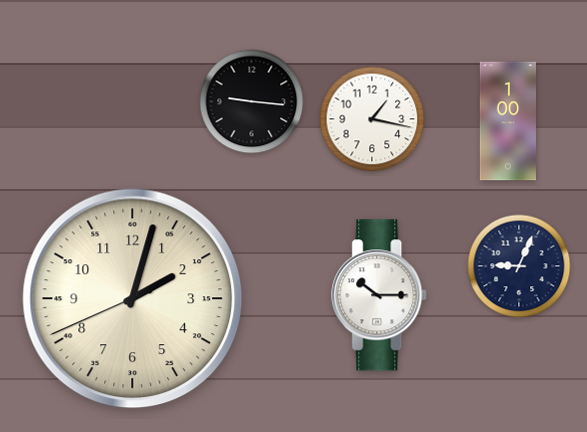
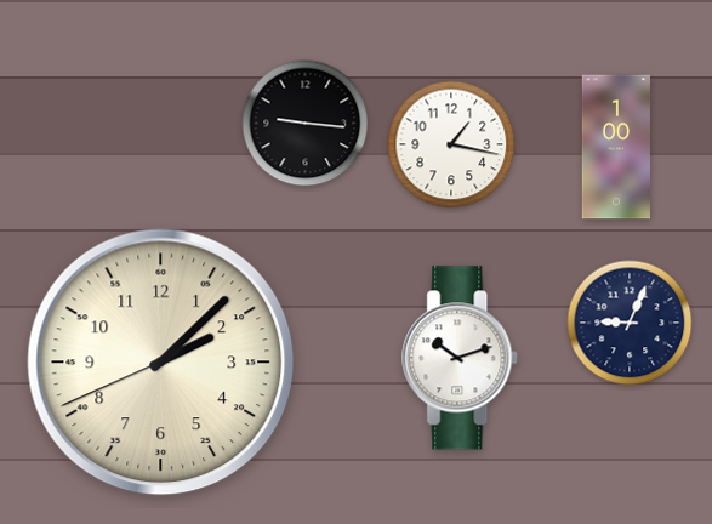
clock at (380, 295): 10:15 -> 10:12
clock at (133, 299): 2:02 -> 2:07
